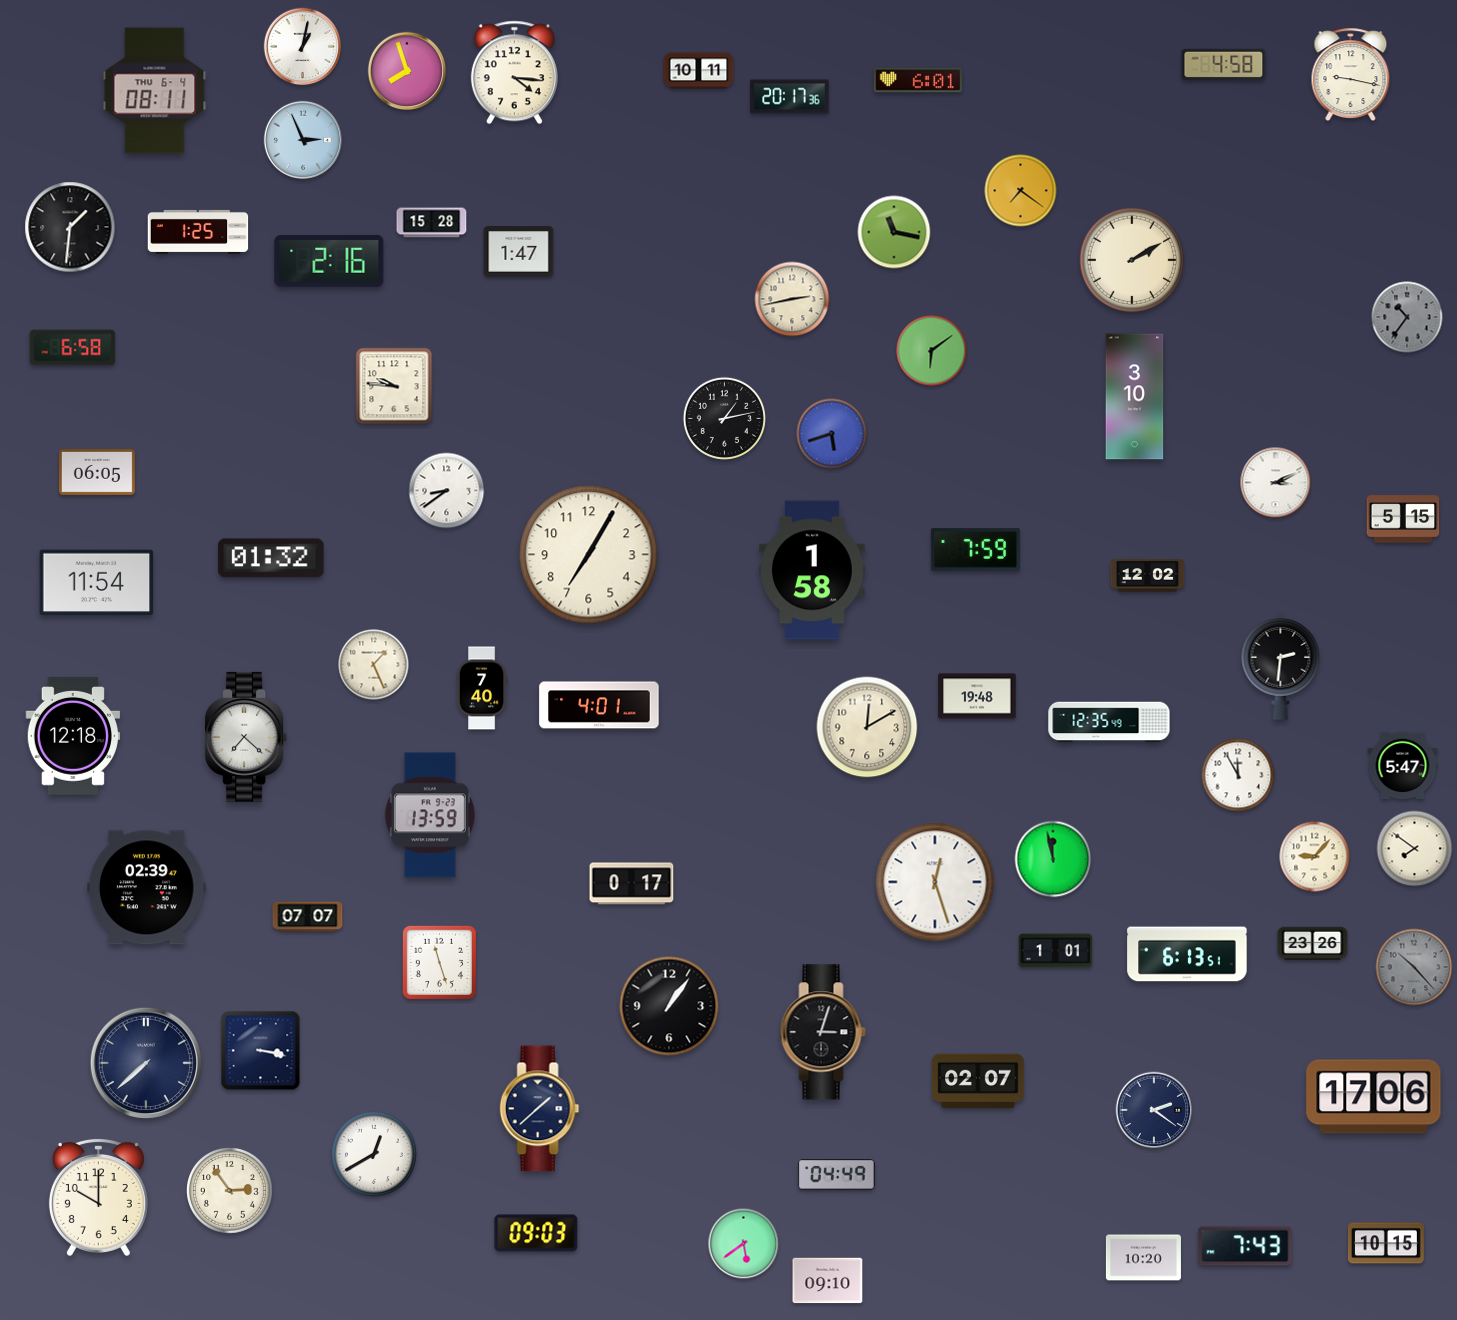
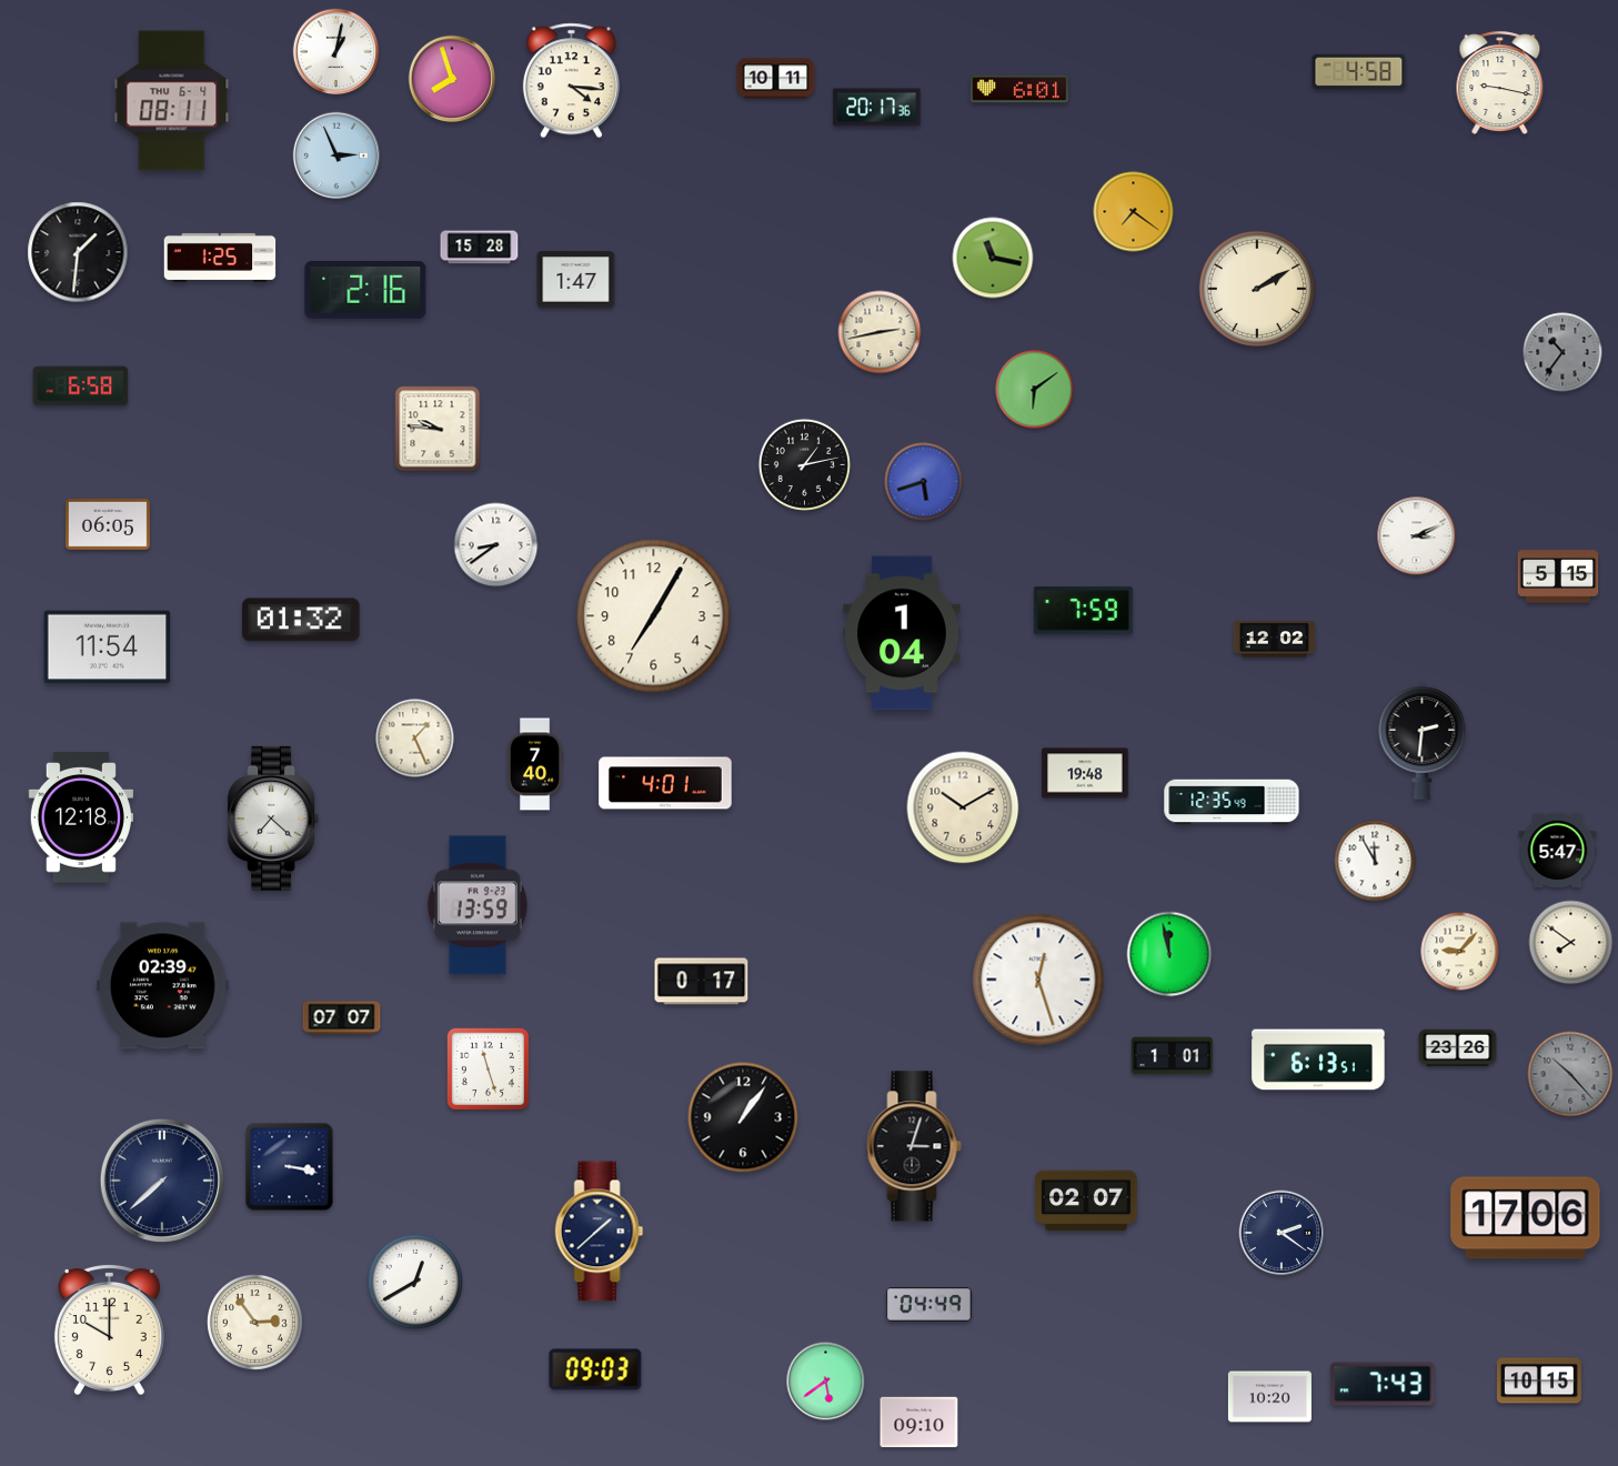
clock at (1135, 397): 3:10 -> none
clock at (813, 570): 1:58 -> 1:04
clock at (867, 727): 12:10 -> 10:10
